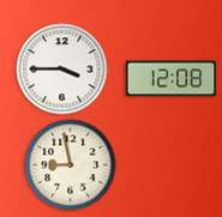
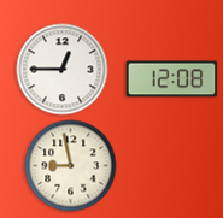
clock at (62, 70): 3:45 -> 12:45
